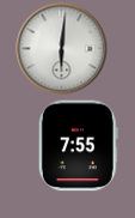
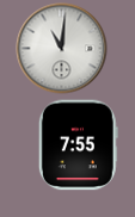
clock at (62, 49): 6:01 -> 11:01
